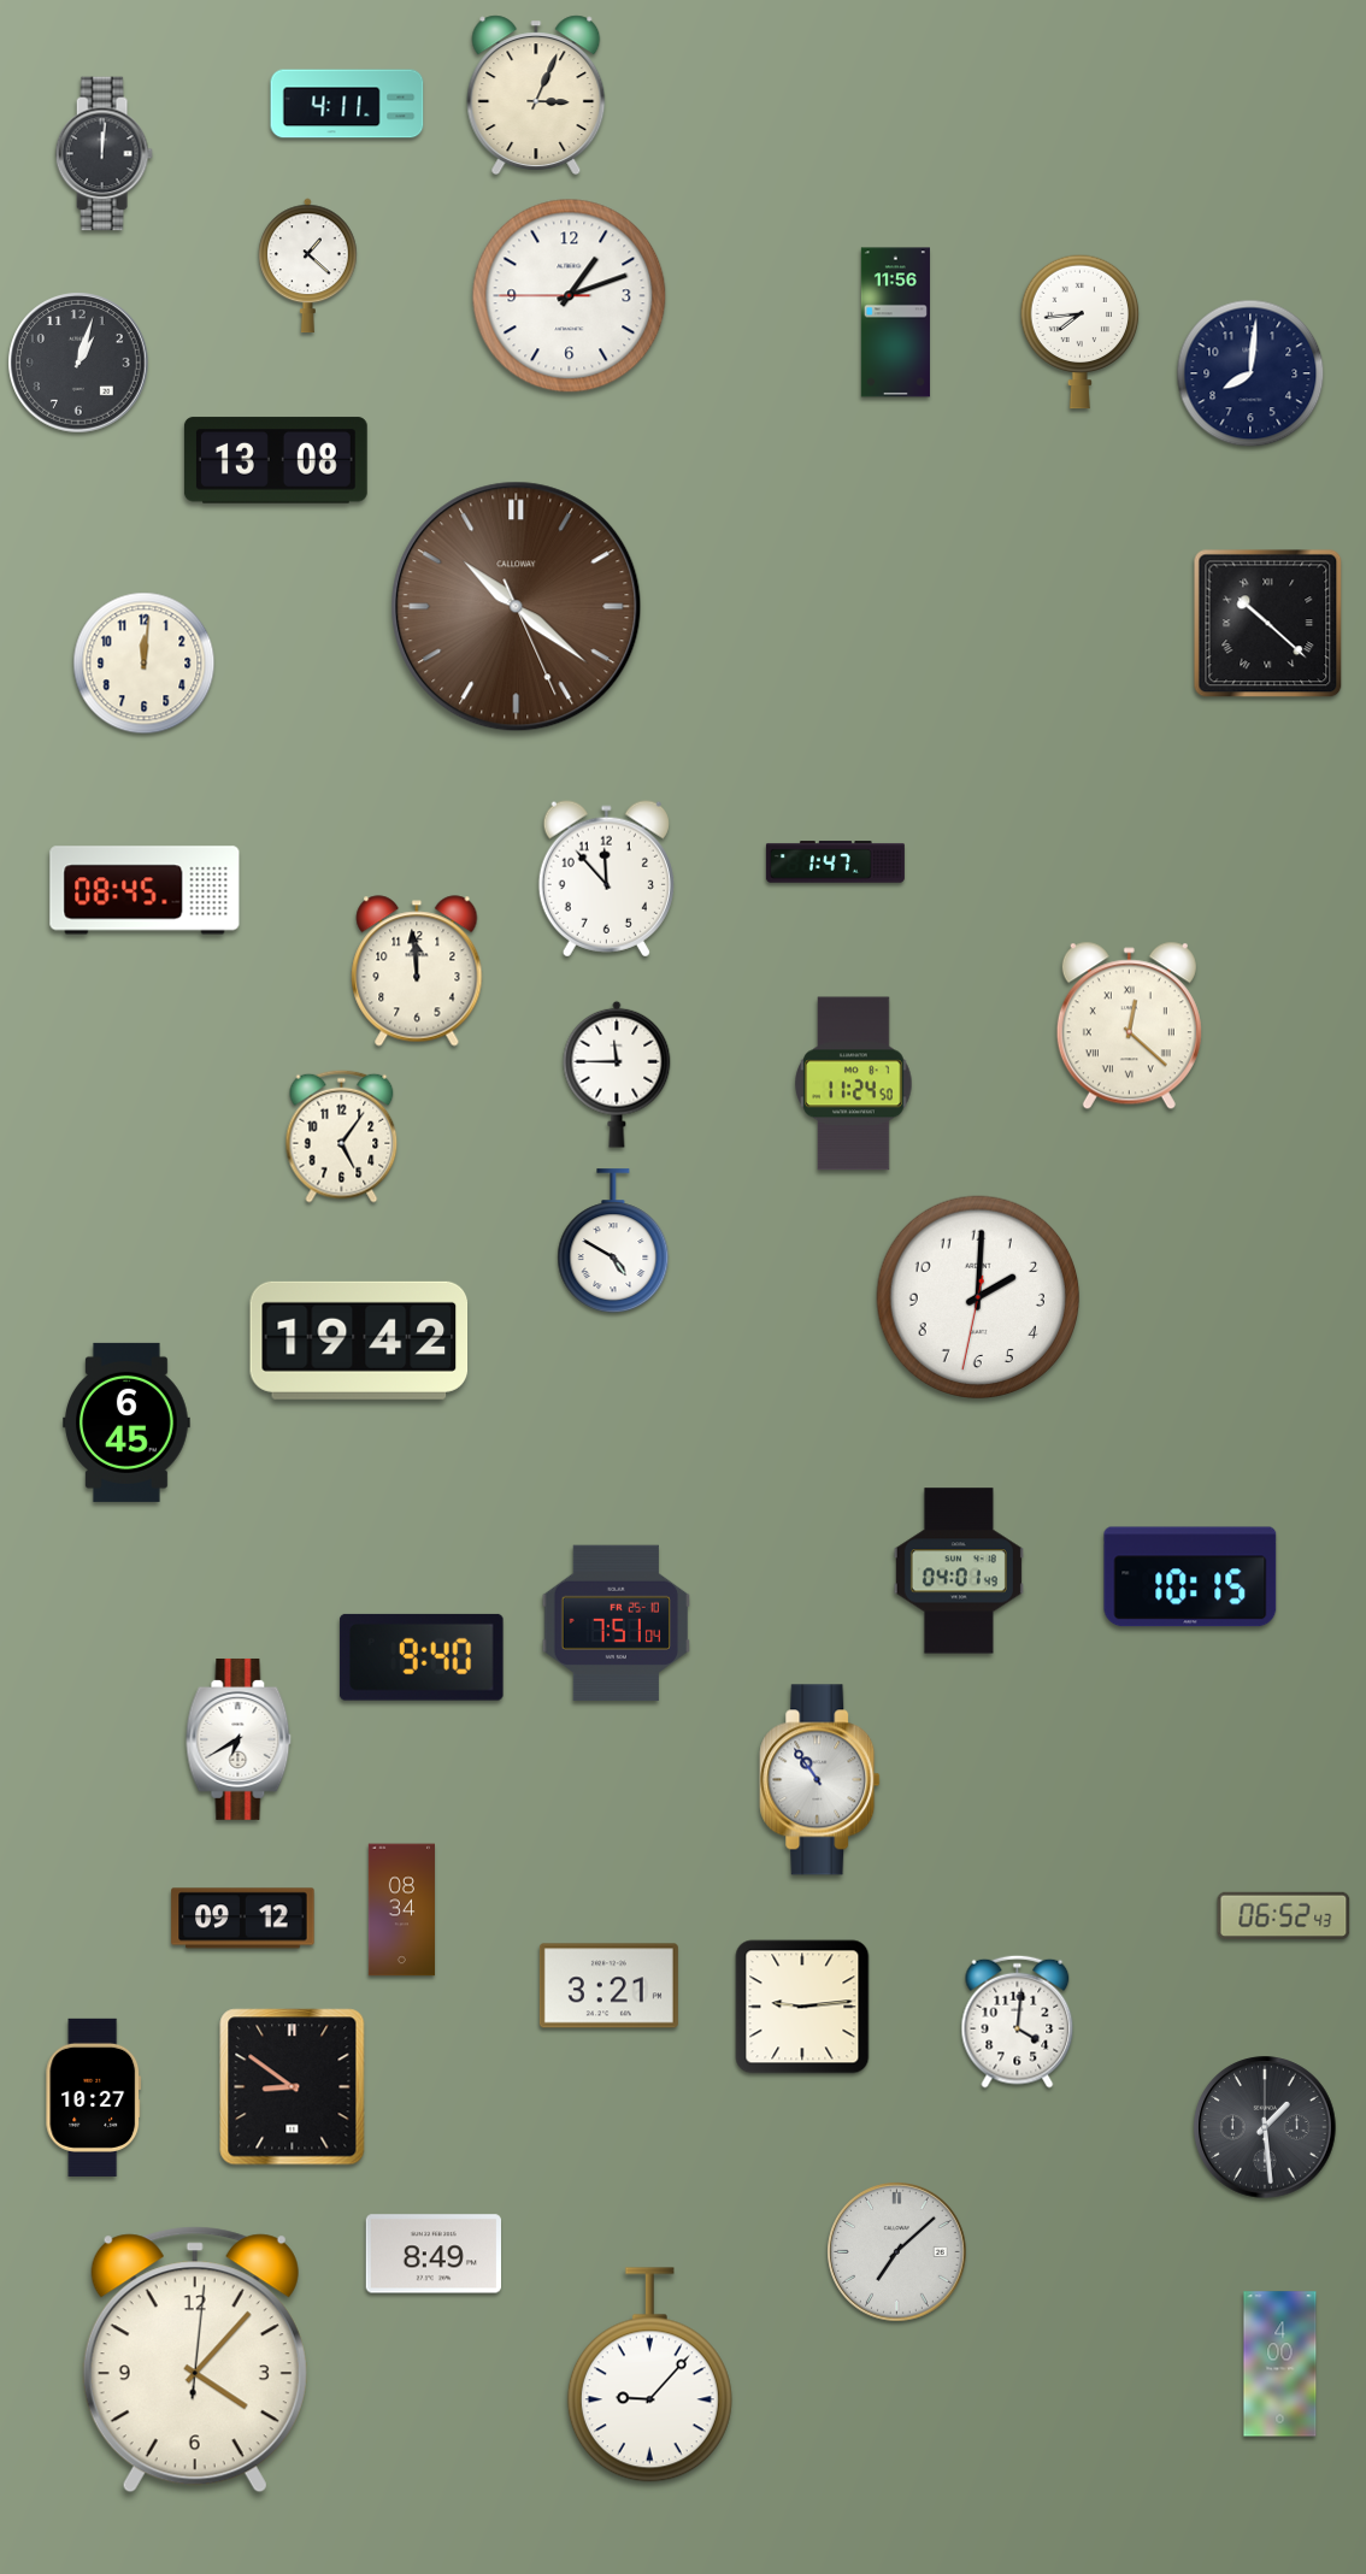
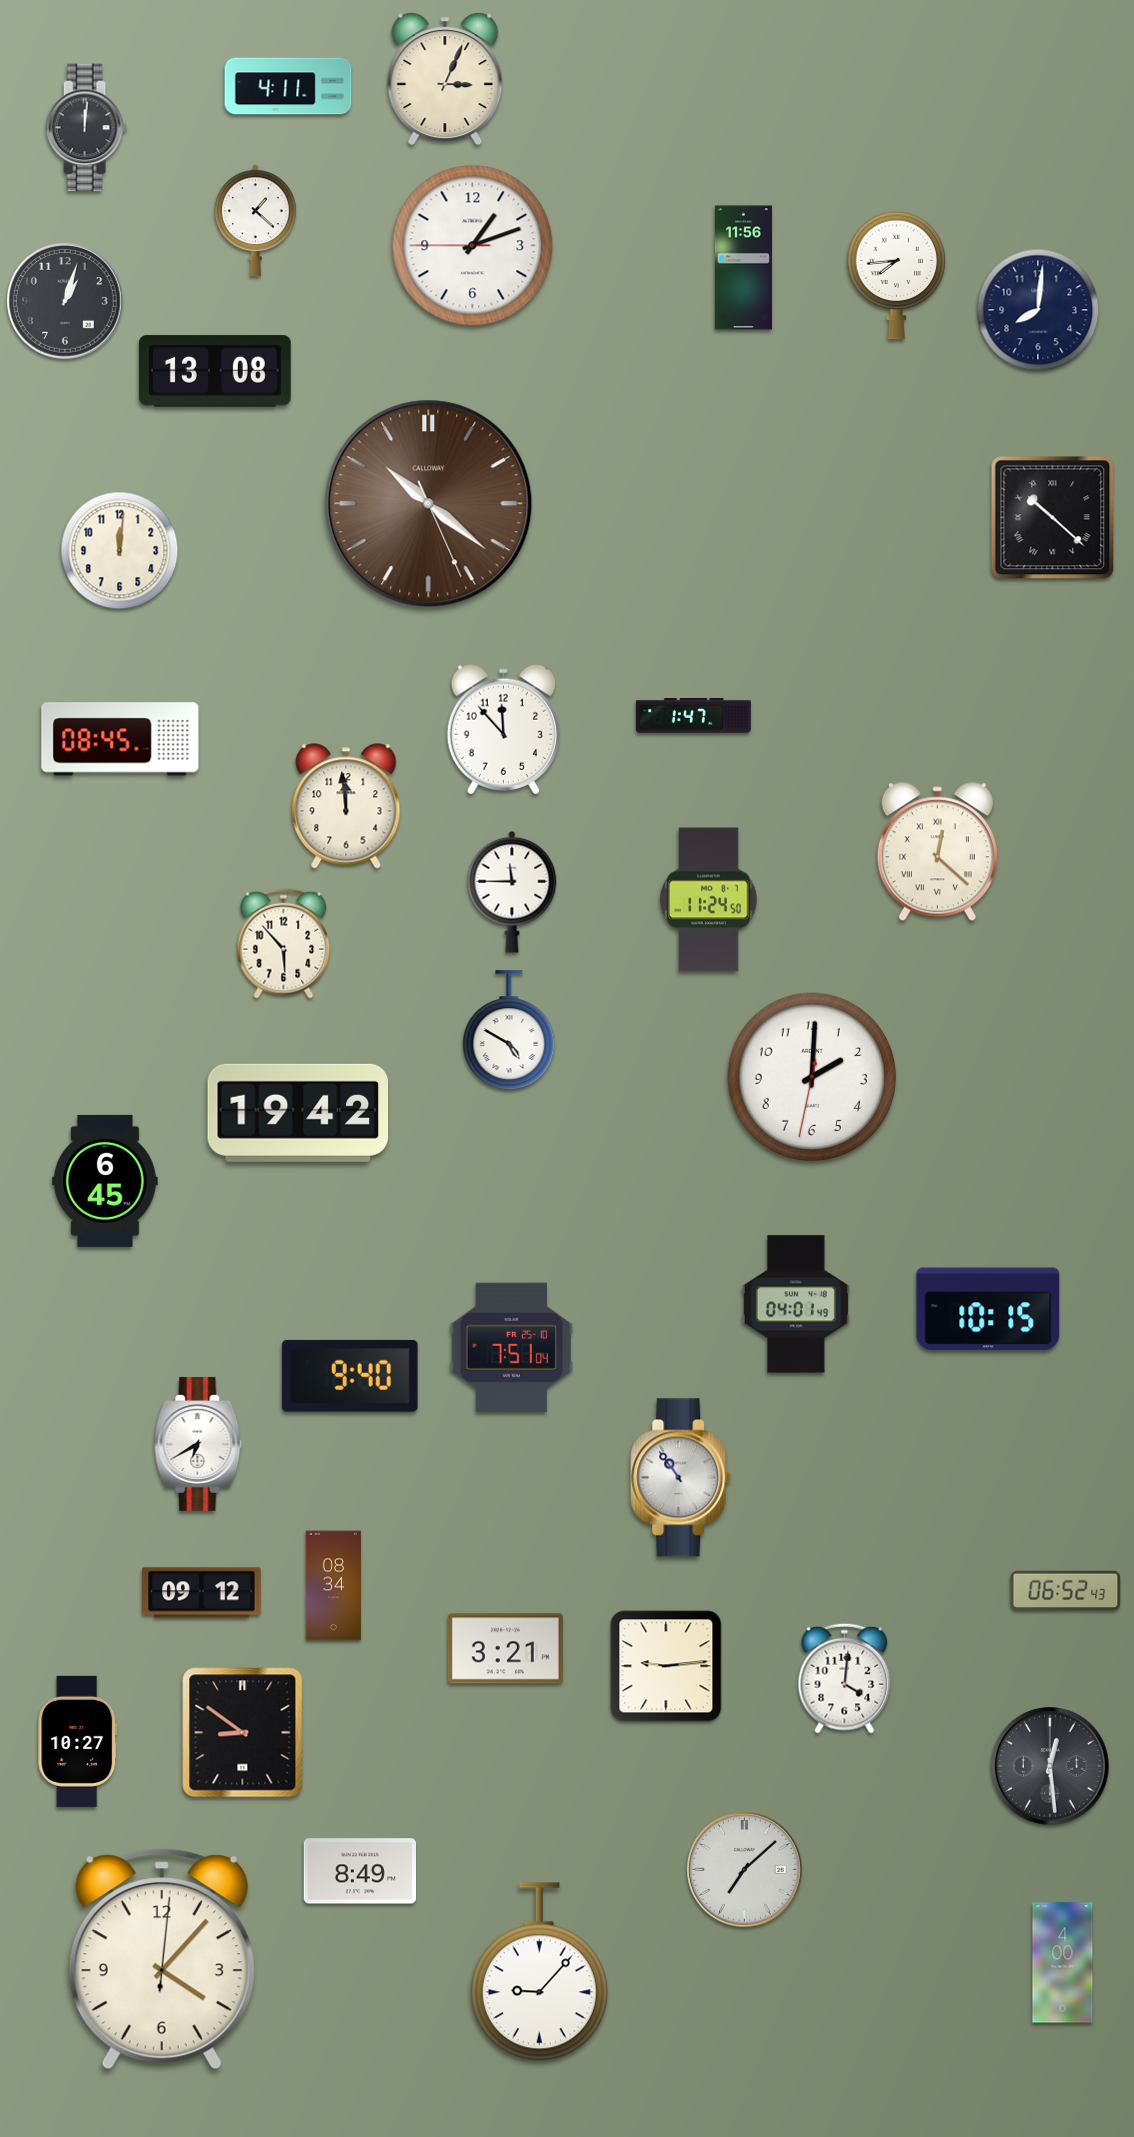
clock at (276, 460) position: (276, 460) -> (215, 371)
clock at (342, 1136): 5:06 -> 5:53
clock at (1265, 2127): 1:29 -> 12:29
